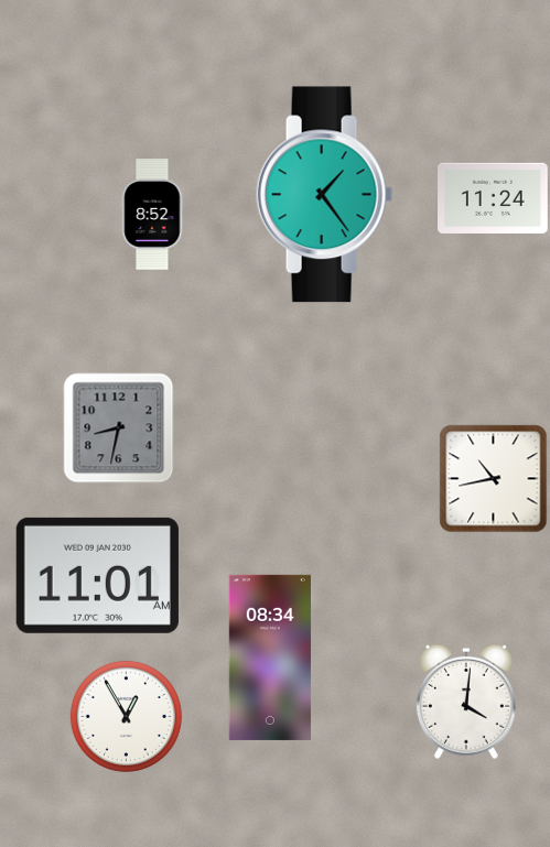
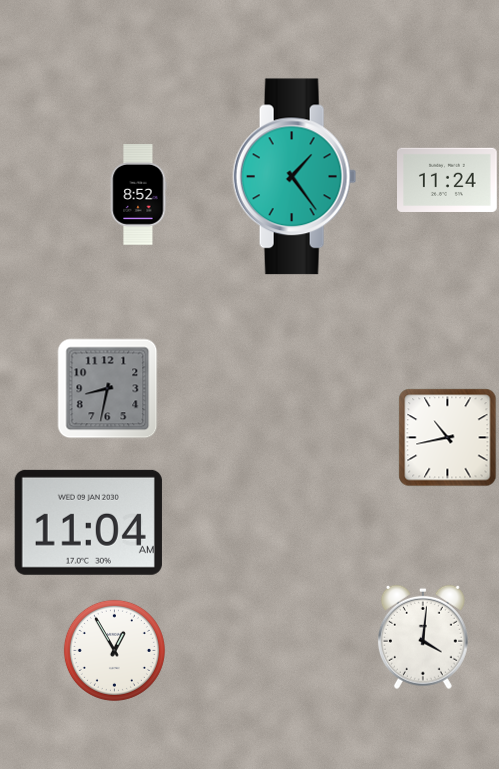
clock at (493, 478) position: (493, 478) -> (447, 437)
clock at (97, 575): 11:01 -> 11:04
clock at (270, 658): 08:34 -> none
